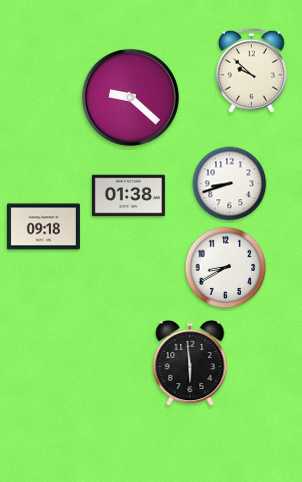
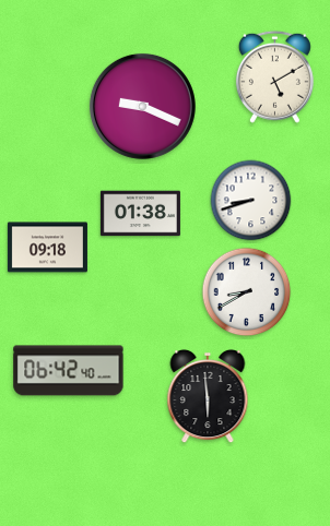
clock at (251, 70): 9:52 -> 5:10
clock at (130, 97): 9:22 -> 9:19
clock at (69, 371): none -> 06:42
